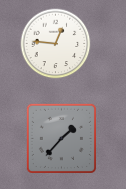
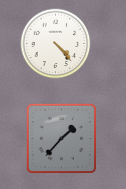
clock at (56, 44): 12:46 -> 4:23
